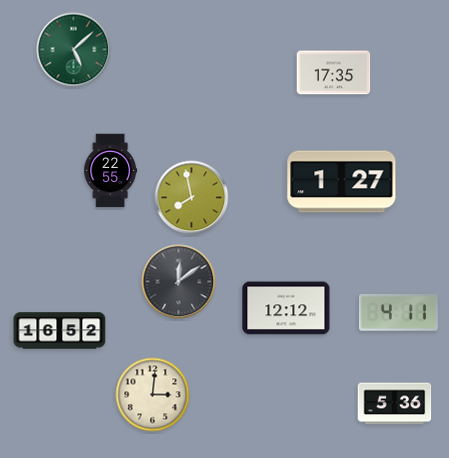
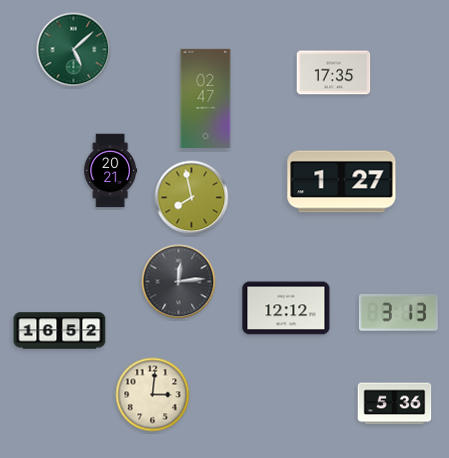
clock at (206, 98): none -> 02:47
clock at (111, 171): 22:55 -> 20:21
clock at (179, 282): 12:09 -> 12:14
clock at (398, 313): 4:11 -> 3:13
